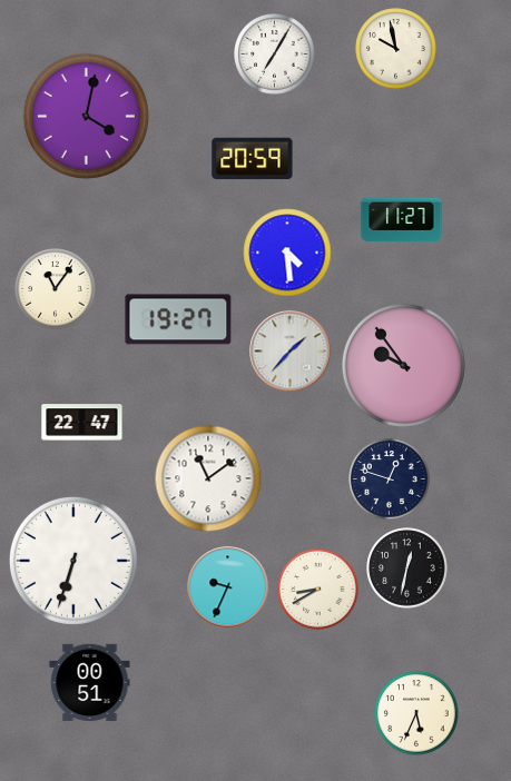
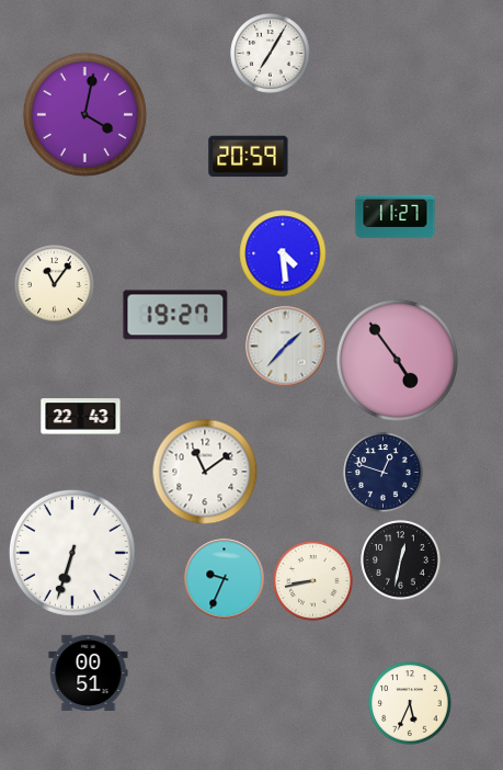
clock at (396, 49): 9:58 -> none
clock at (287, 253) position: (287, 253) -> (283, 253)
clock at (403, 365): 9:54 -> 4:54
clock at (82, 423): 22:47 -> 22:43
clock at (318, 590): 8:40 -> 8:43
